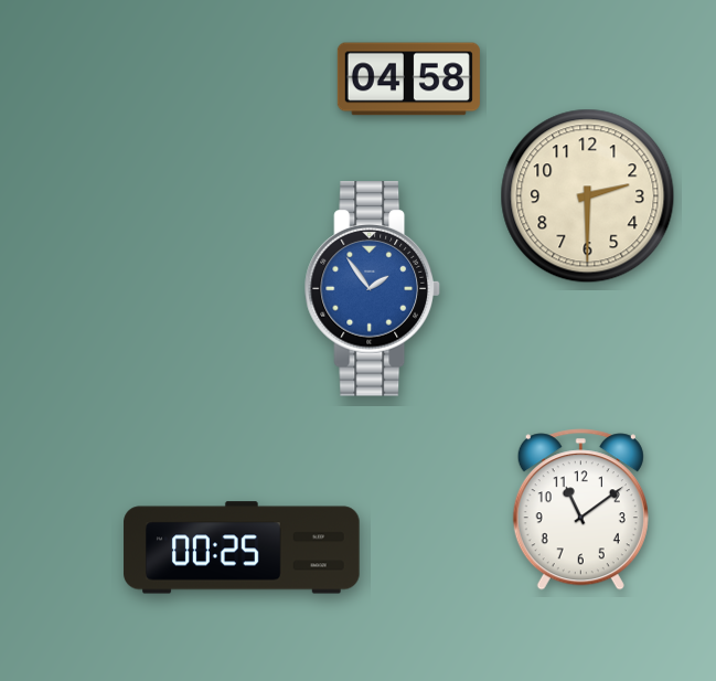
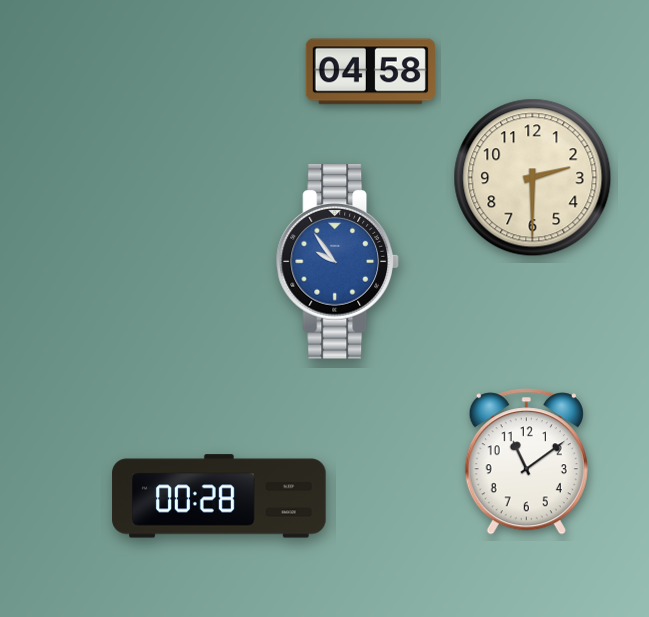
clock at (372, 289): 1:54 -> 9:54
clock at (242, 547): 00:25 -> 00:28
